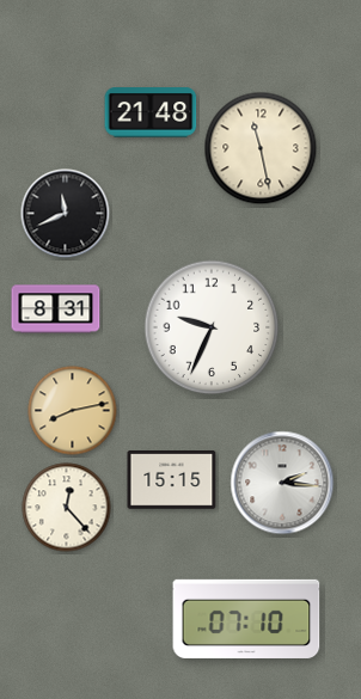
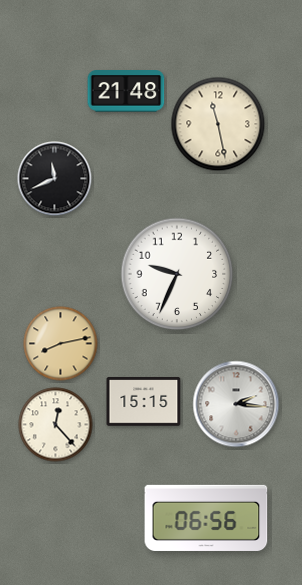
clock at (151, 112) position: (151, 112) -> (126, 91)
clock at (56, 309): 8:31 -> none
clock at (246, 619): 07:10 -> 06:56
